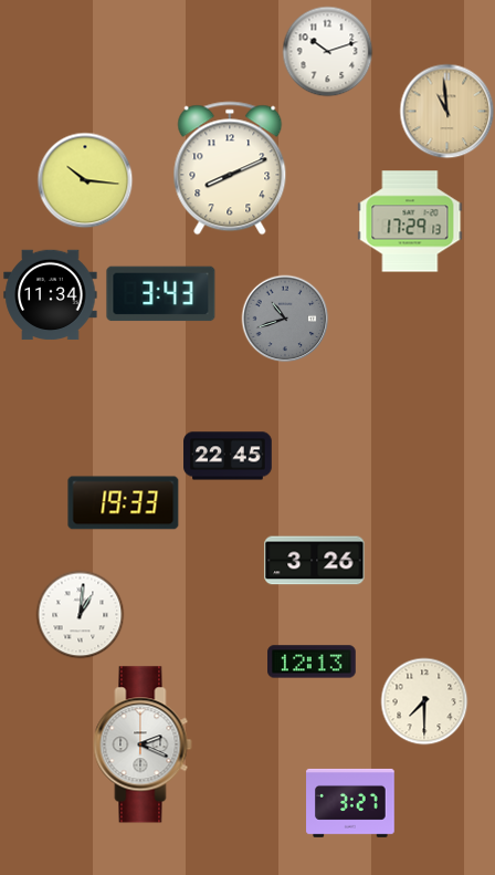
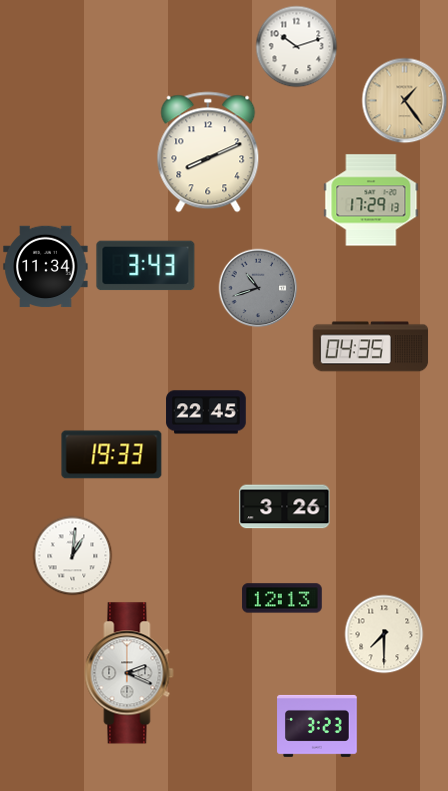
clock at (446, 111): 10:59 -> 1:24
clock at (85, 180): 10:16 -> none
clock at (371, 347): none -> 04:35
clock at (350, 803): 3:27 -> 3:23
